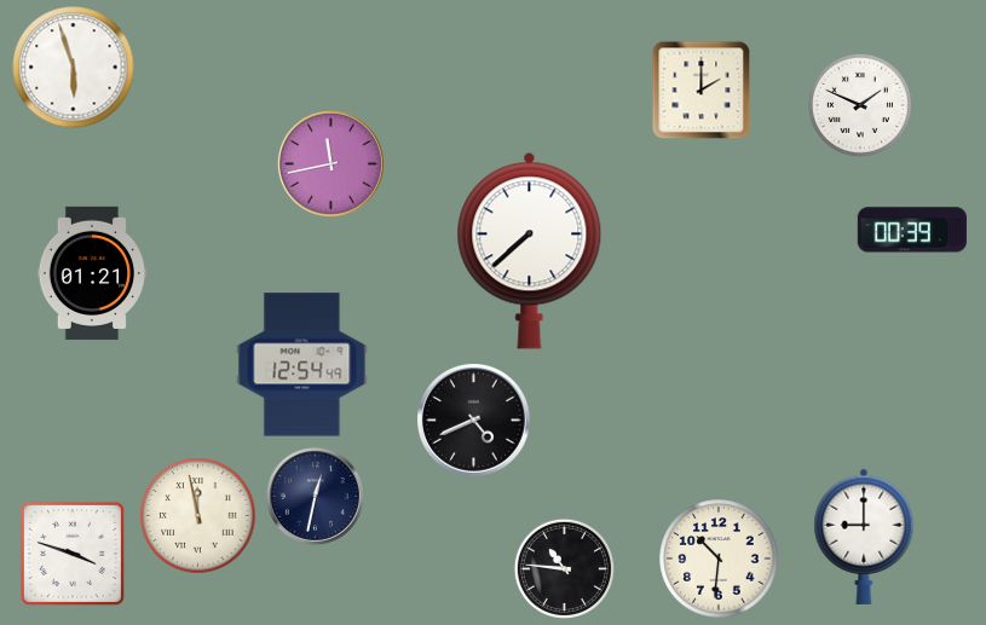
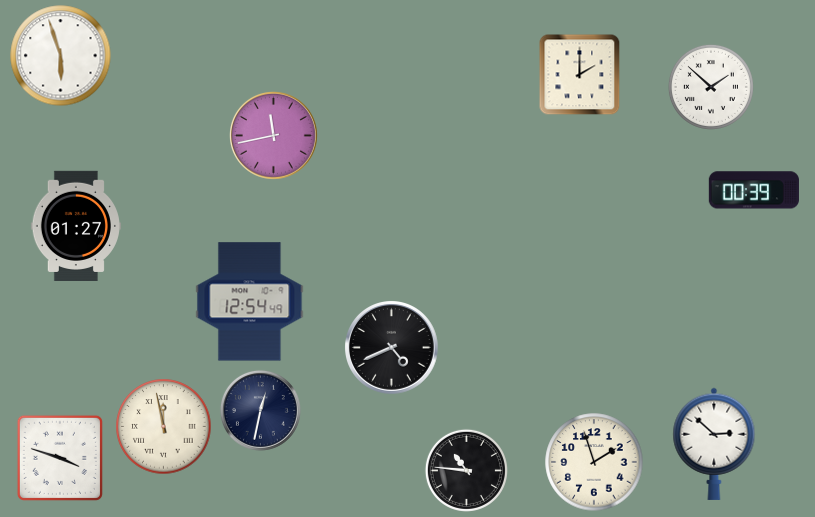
clock at (860, 105): 1:49 -> 1:52
clock at (530, 250): 7:38 -> none
clock at (92, 272): 01:21 -> 01:27
clock at (864, 537): 9:00 -> 2:52
clock at (719, 559): 10:31 -> 1:57
